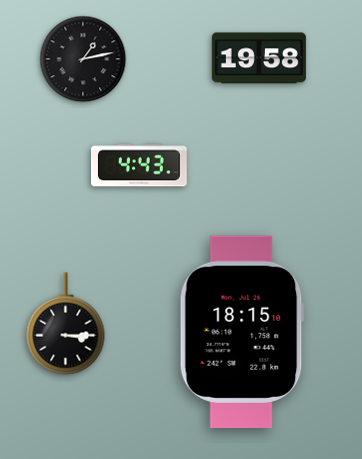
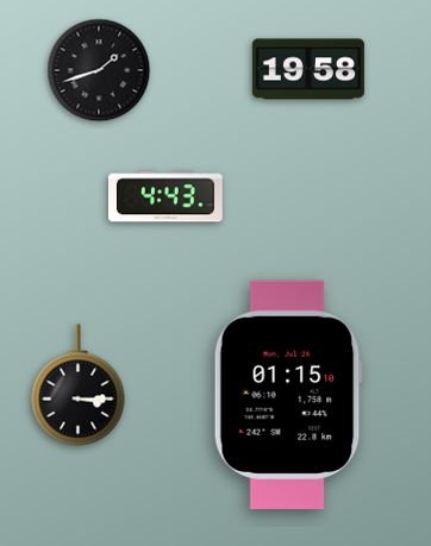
clock at (83, 59): 1:13 -> 1:42
clock at (242, 331): 18:15 -> 01:15
